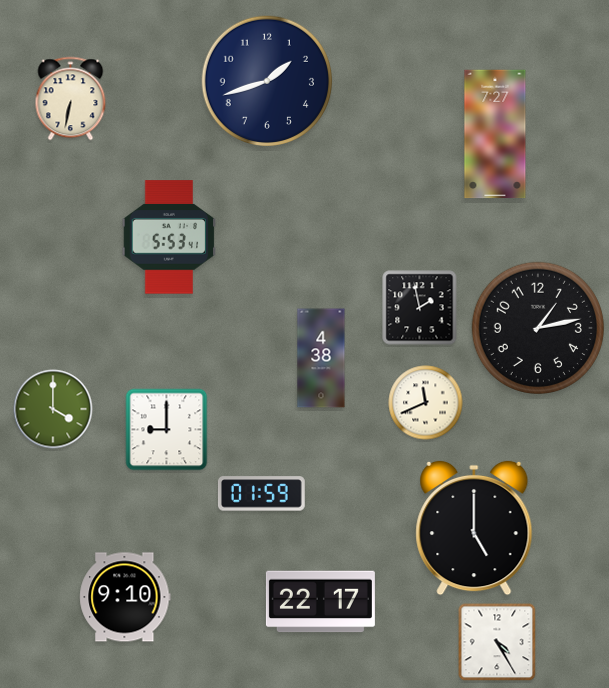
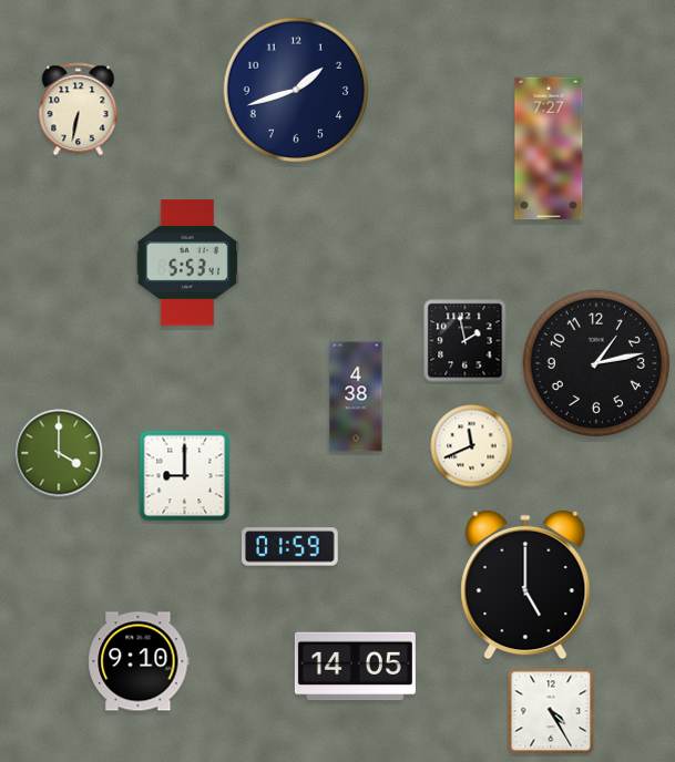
clock at (320, 602): 22:17 -> 14:05
